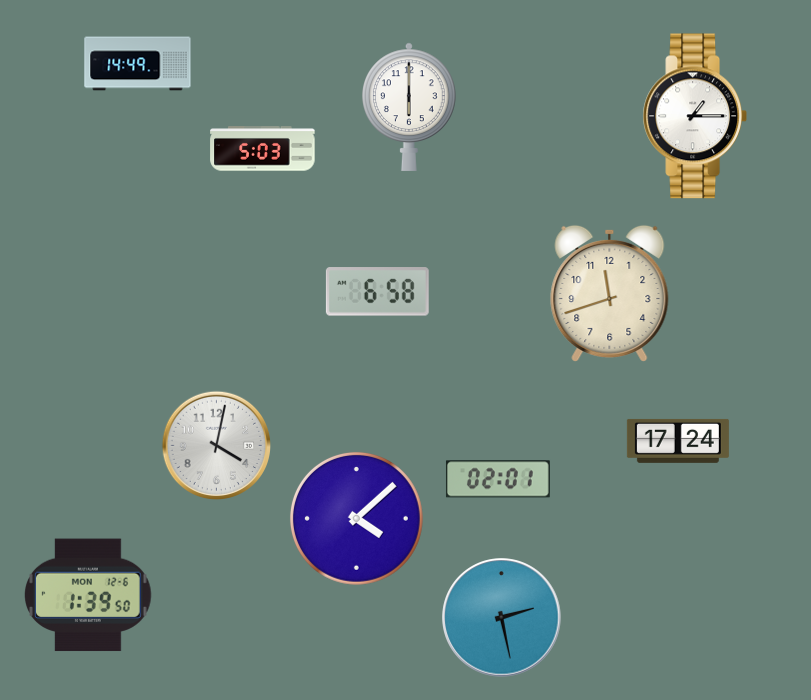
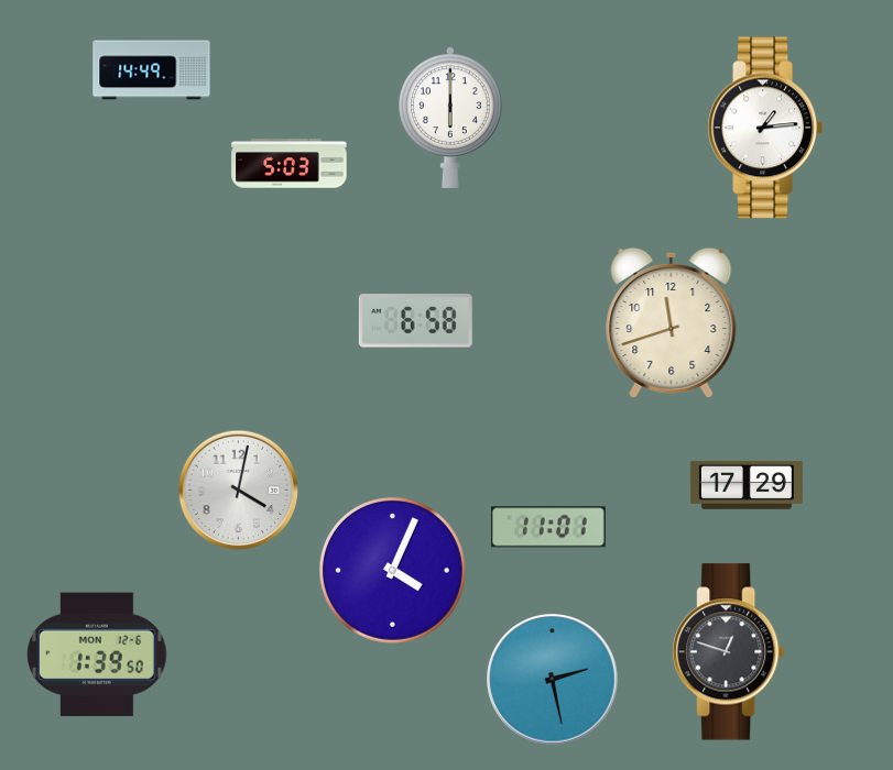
clock at (694, 116): 1:15 -> 1:14
clock at (678, 441): 17:24 -> 17:29
clock at (498, 479): 02:01 -> 11:01
clock at (356, 518): 4:08 -> 4:04
clock at (729, 652): none -> 12:48
